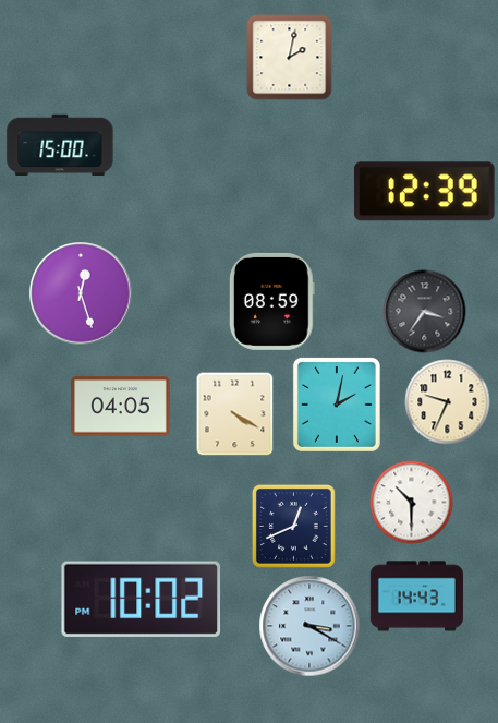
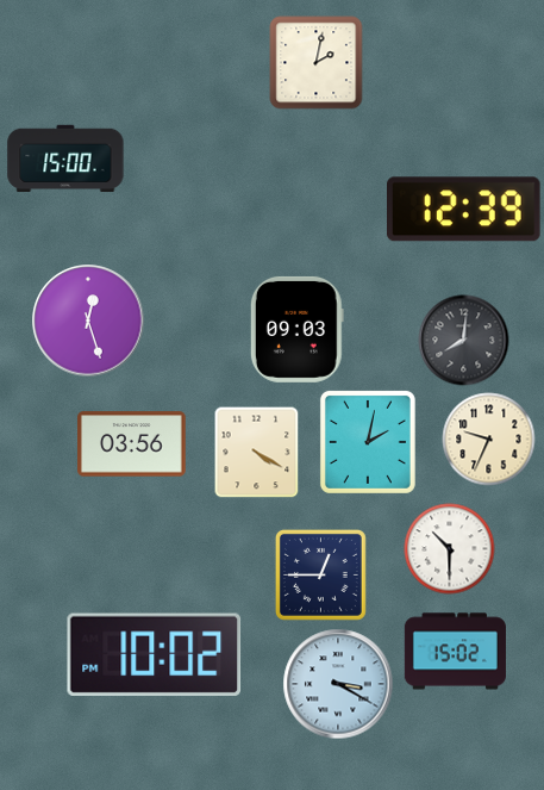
clock at (271, 301): 08:59 -> 09:03
clock at (425, 312): 3:36 -> 8:01
clock at (121, 407): 04:05 -> 03:56
clock at (293, 526): 12:41 -> 12:45
clock at (416, 597): 14:43 -> 15:02
